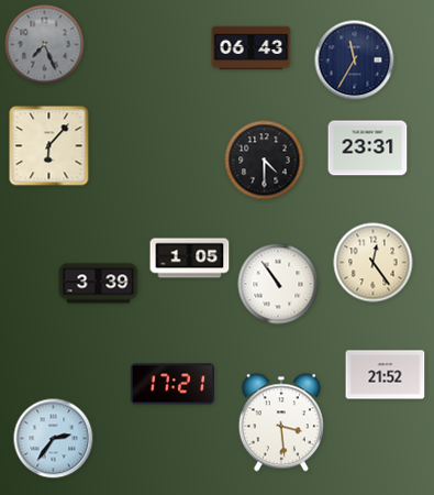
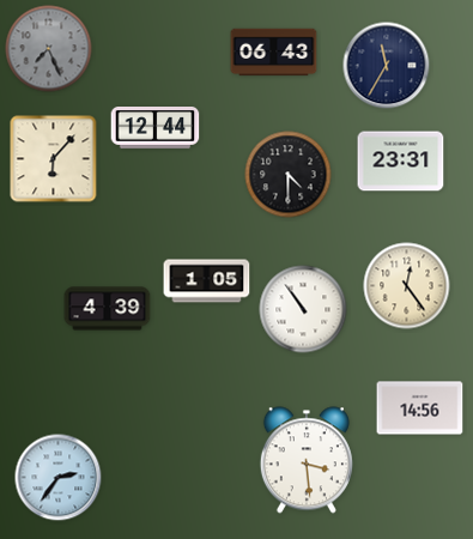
clock at (156, 128): none -> 12:44
clock at (99, 284): 3:39 -> 4:39
clock at (386, 375): 21:52 -> 14:56
clock at (173, 384): 17:21 -> none
